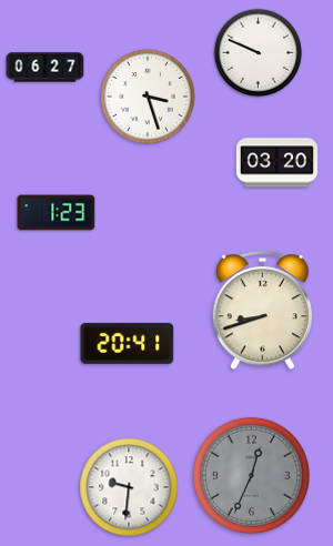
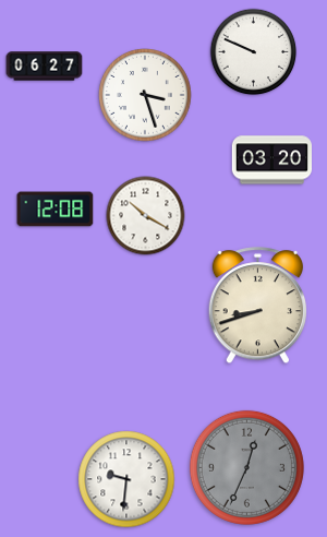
clock at (57, 213): 1:23 -> 12:08
clock at (146, 216): none -> 10:20
clock at (128, 343): 20:41 -> none
